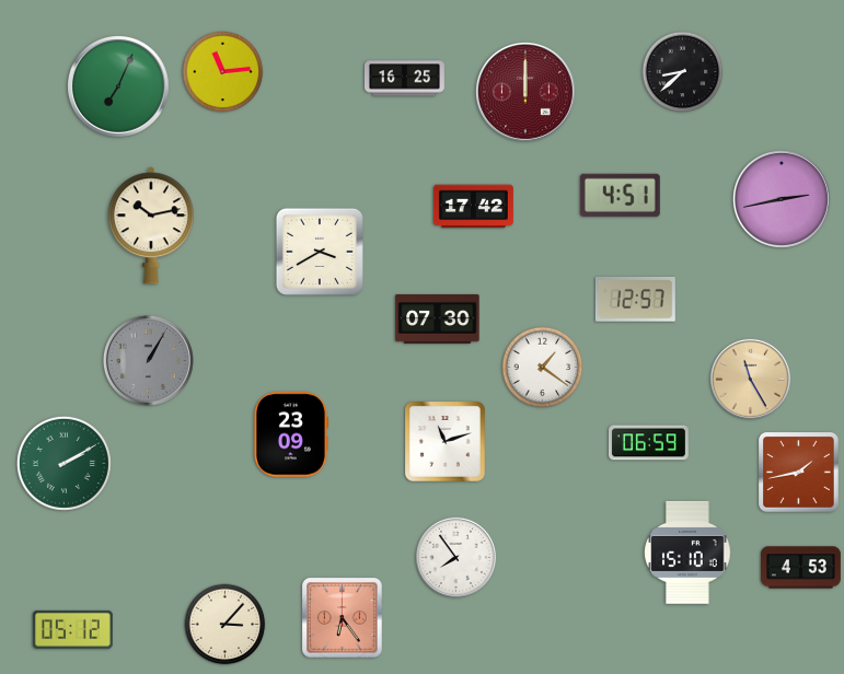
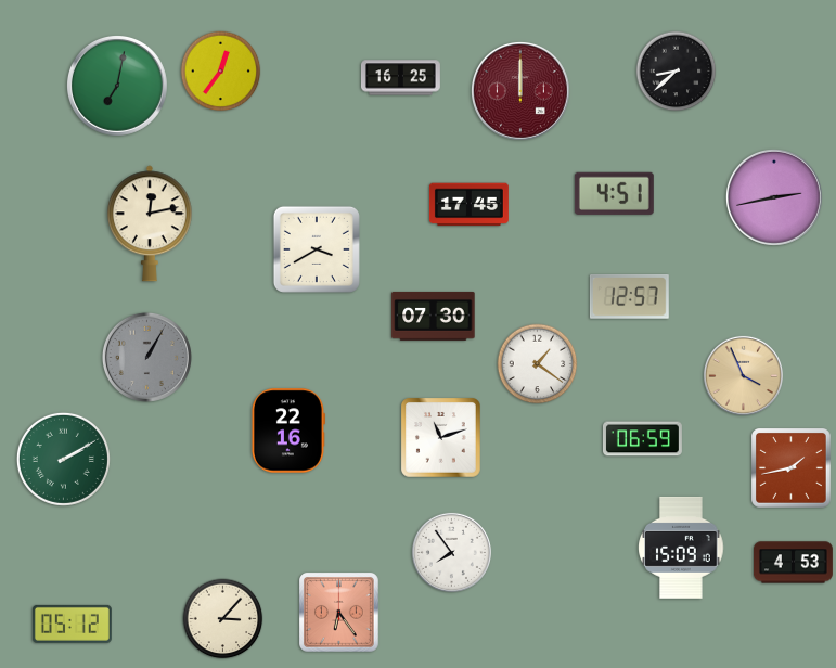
clock at (223, 72): 11:14 -> 12:36
clock at (118, 86): 7:04 -> 7:02
clock at (473, 207): 17:42 -> 17:45
clock at (151, 225): 10:13 -> 12:13
clock at (750, 379): 11:25 -> 3:56
clock at (291, 434): 23:09 -> 22:16
clock at (687, 553): 15:10 -> 15:09
